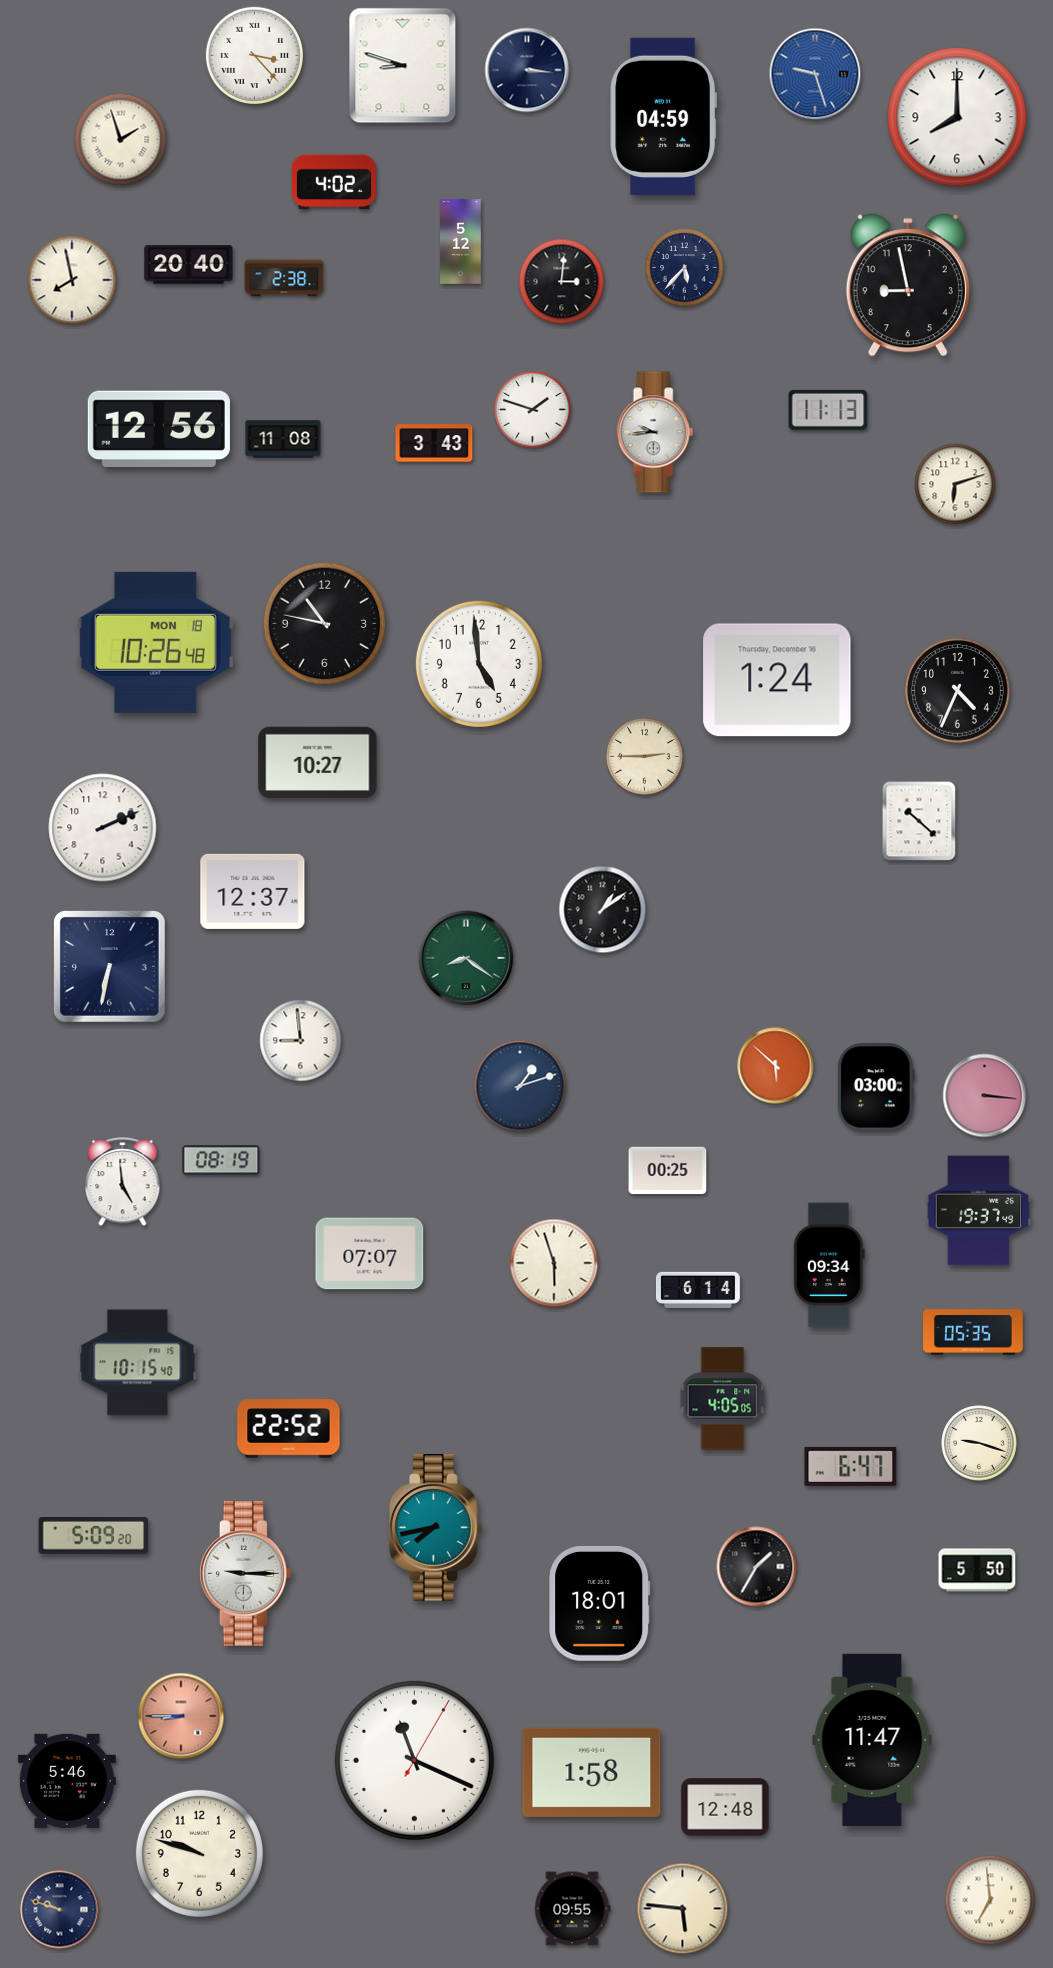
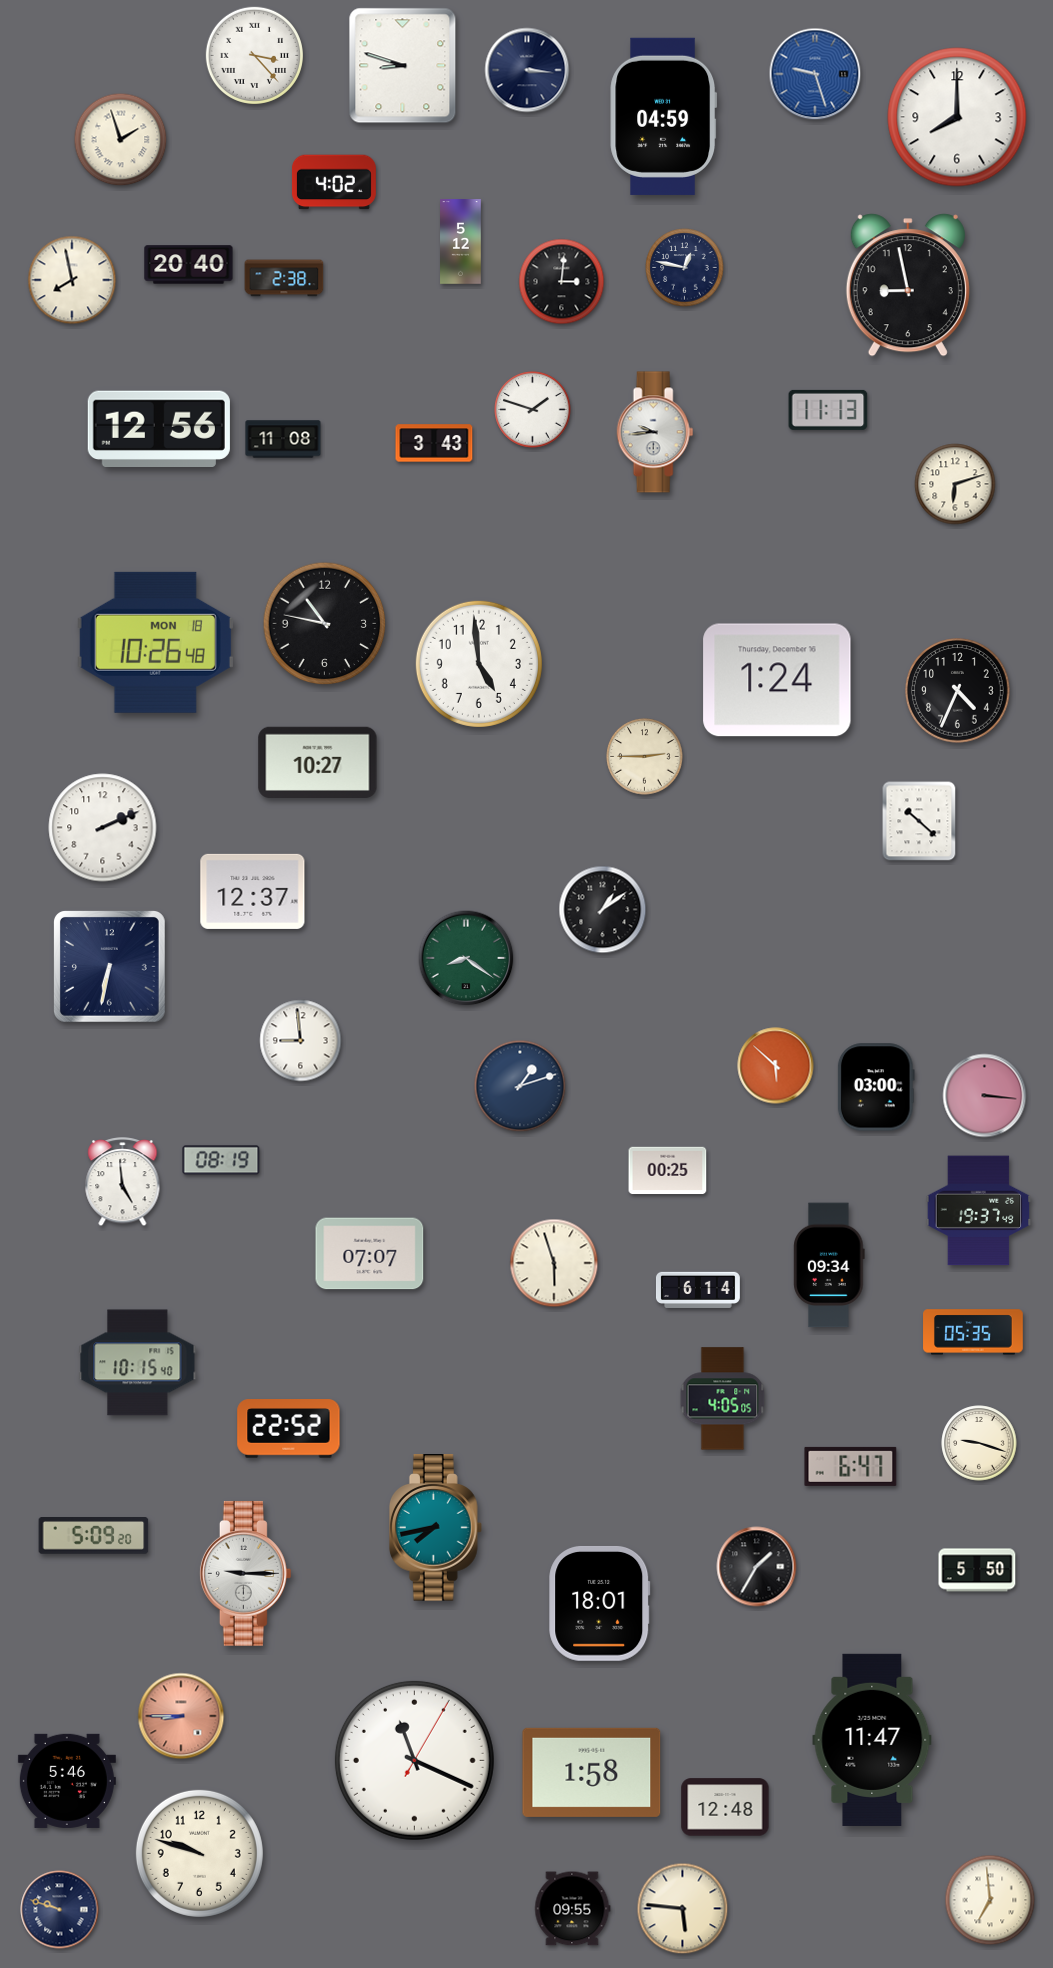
clock at (685, 268): 5:37 -> 12:47
